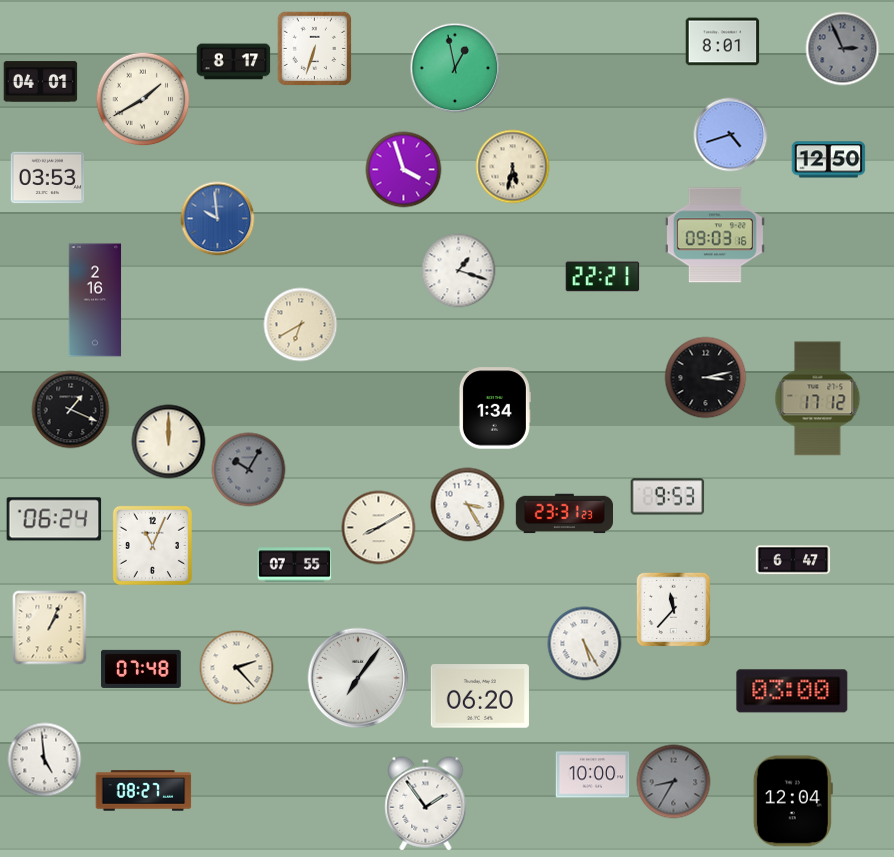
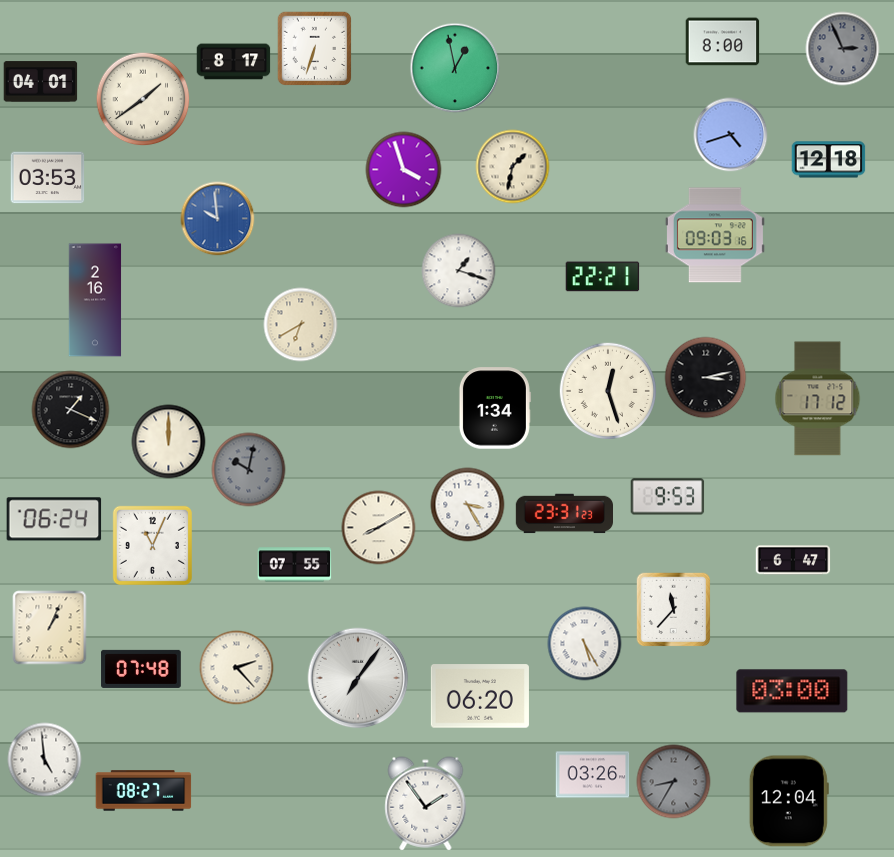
clock at (723, 42): 8:01 -> 8:00
clock at (143, 99): 1:40 -> 1:39
clock at (829, 160): 12:50 -> 12:18
clock at (513, 167): 5:32 -> 1:32
clock at (608, 391): none -> 12:27
clock at (249, 470): 10:05 -> 10:02
clock at (593, 775): 10:00 -> 03:26
clock at (793, 801) position: (793, 801) -> (789, 801)
